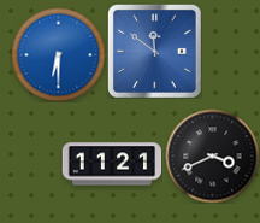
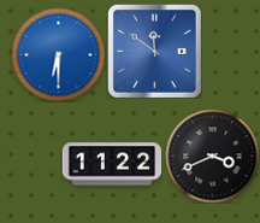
clock at (112, 164): 11:21 -> 11:22
